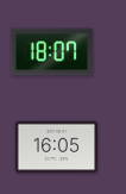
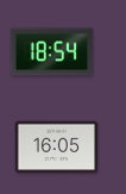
clock at (52, 52): 18:07 -> 18:54
